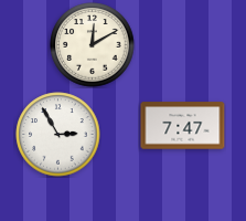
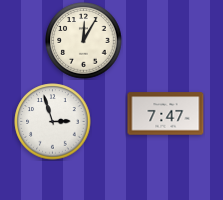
clock at (93, 45): 12:10 -> 12:05
clock at (58, 135): 2:55 -> 2:57
